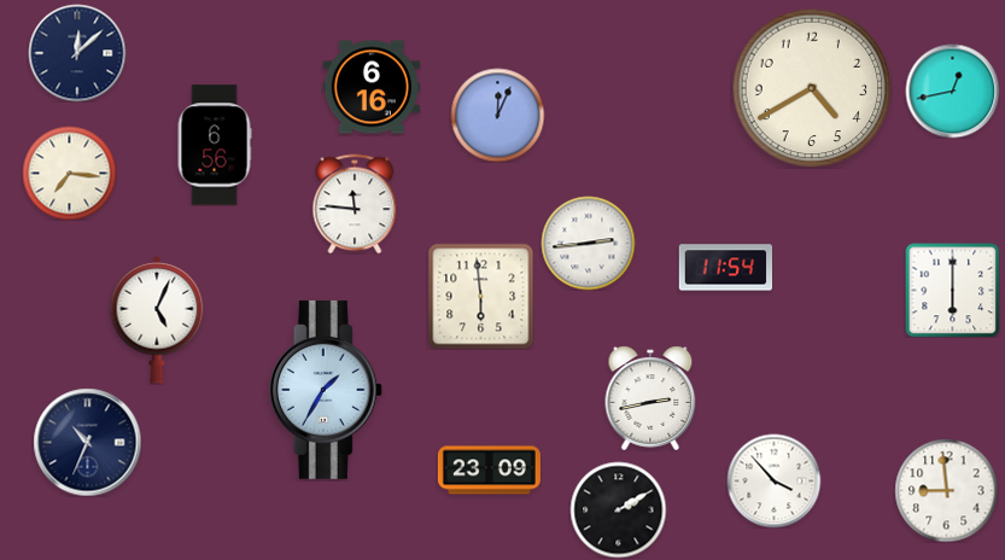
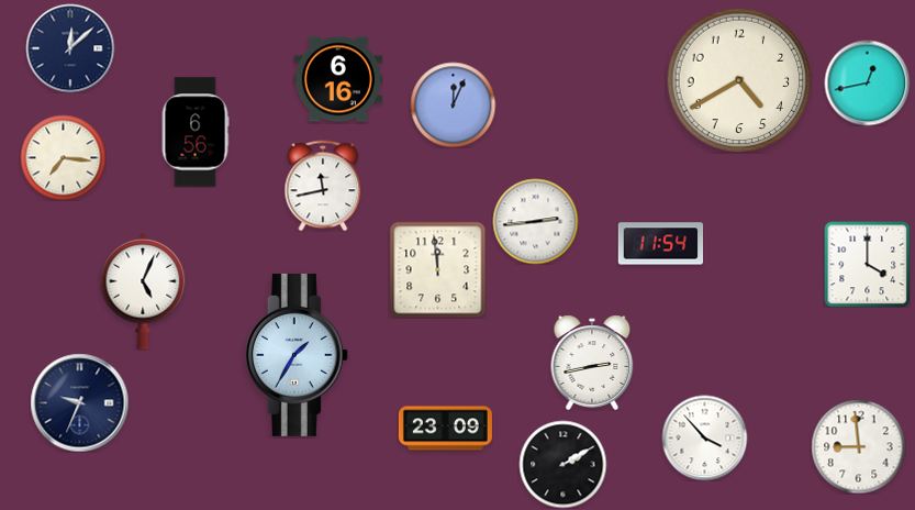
clock at (355, 204): 11:46 -> 11:43
clock at (952, 290): 6:00 -> 4:00
clock at (480, 296): 5:59 -> 11:59
clock at (87, 442): 10:34 -> 9:34
clock at (946, 490) position: (946, 490) -> (858, 446)
